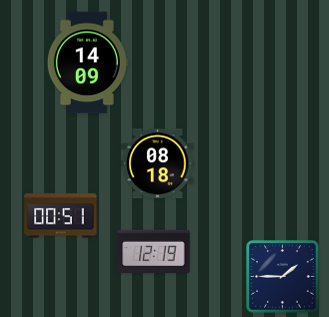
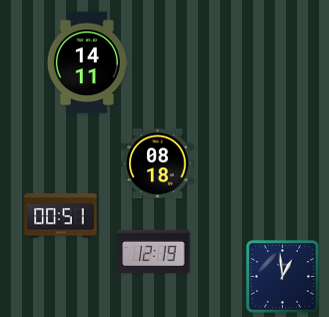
clock at (87, 63): 14:09 -> 14:11
clock at (283, 277): 1:45 -> 12:59
